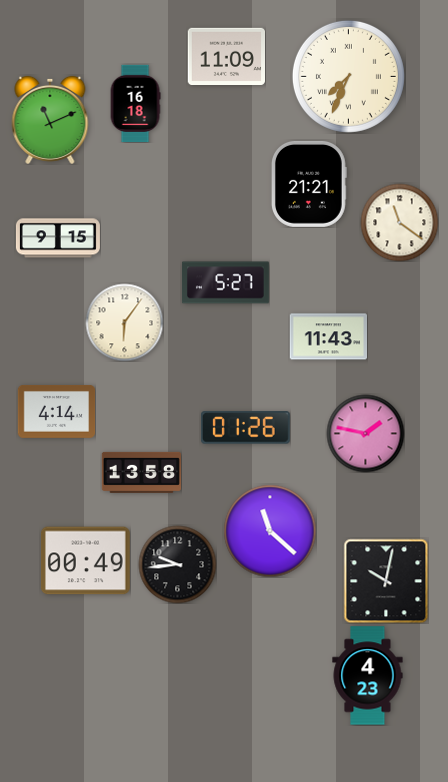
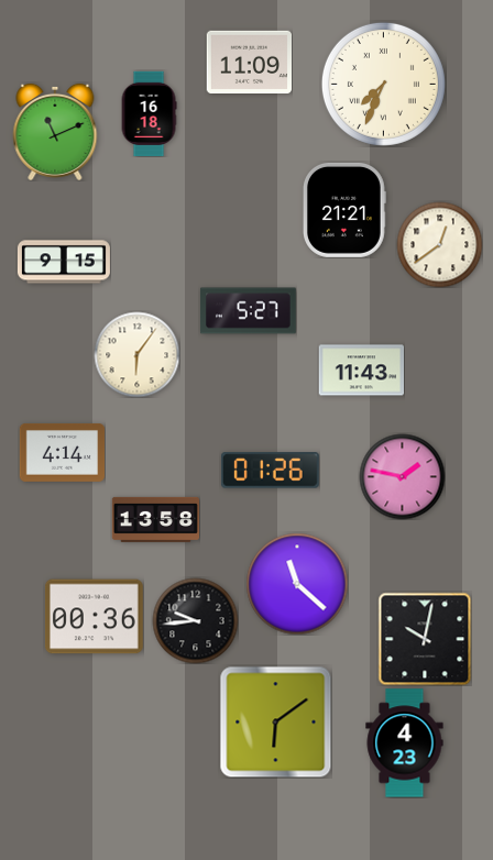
clock at (309, 184) position: (309, 184) -> (344, 210)
clock at (399, 222): 11:21 -> 12:39
clock at (85, 561): 00:49 -> 00:36
clock at (275, 721): none -> 6:09
